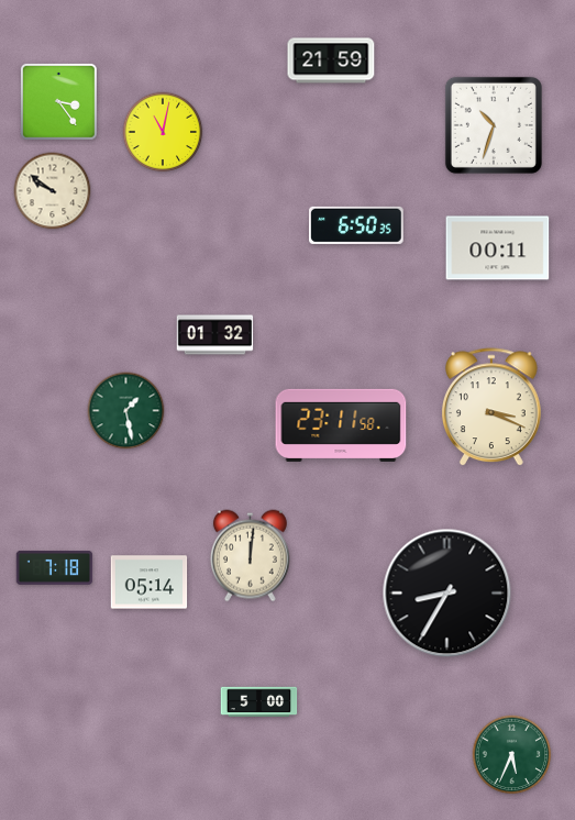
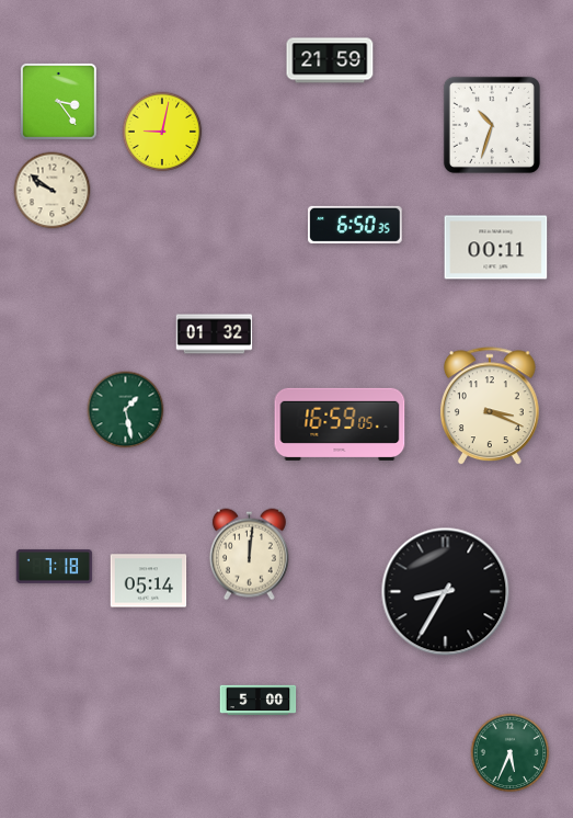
clock at (163, 132): 11:02 -> 9:02
clock at (341, 425): 23:11 -> 16:59
